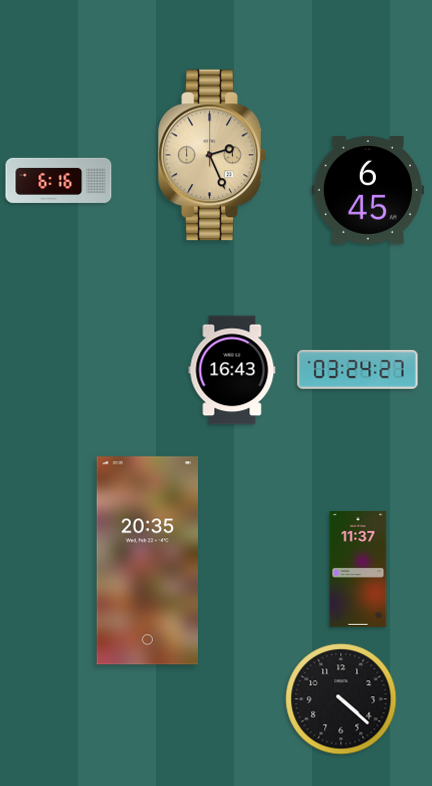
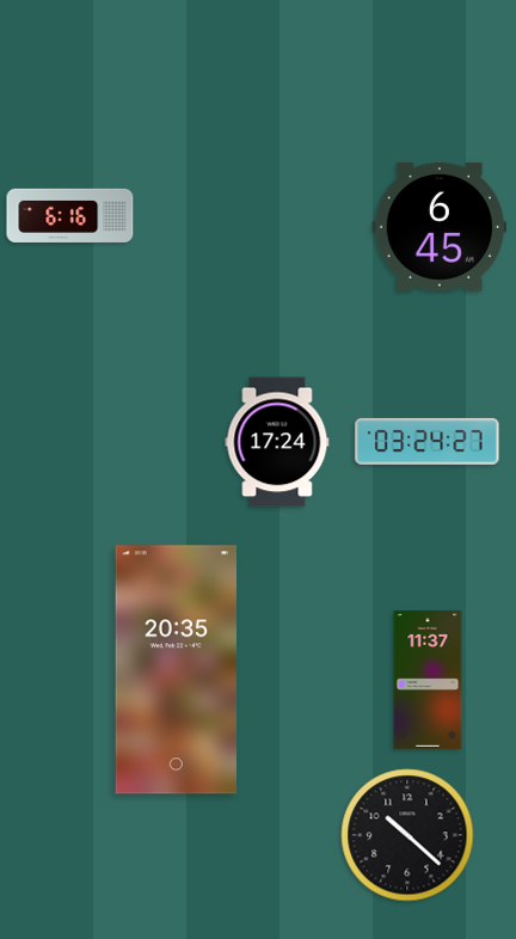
clock at (212, 155): 2:26 -> none
clock at (232, 370): 16:43 -> 17:24
clock at (341, 699): 4:22 -> 10:22
